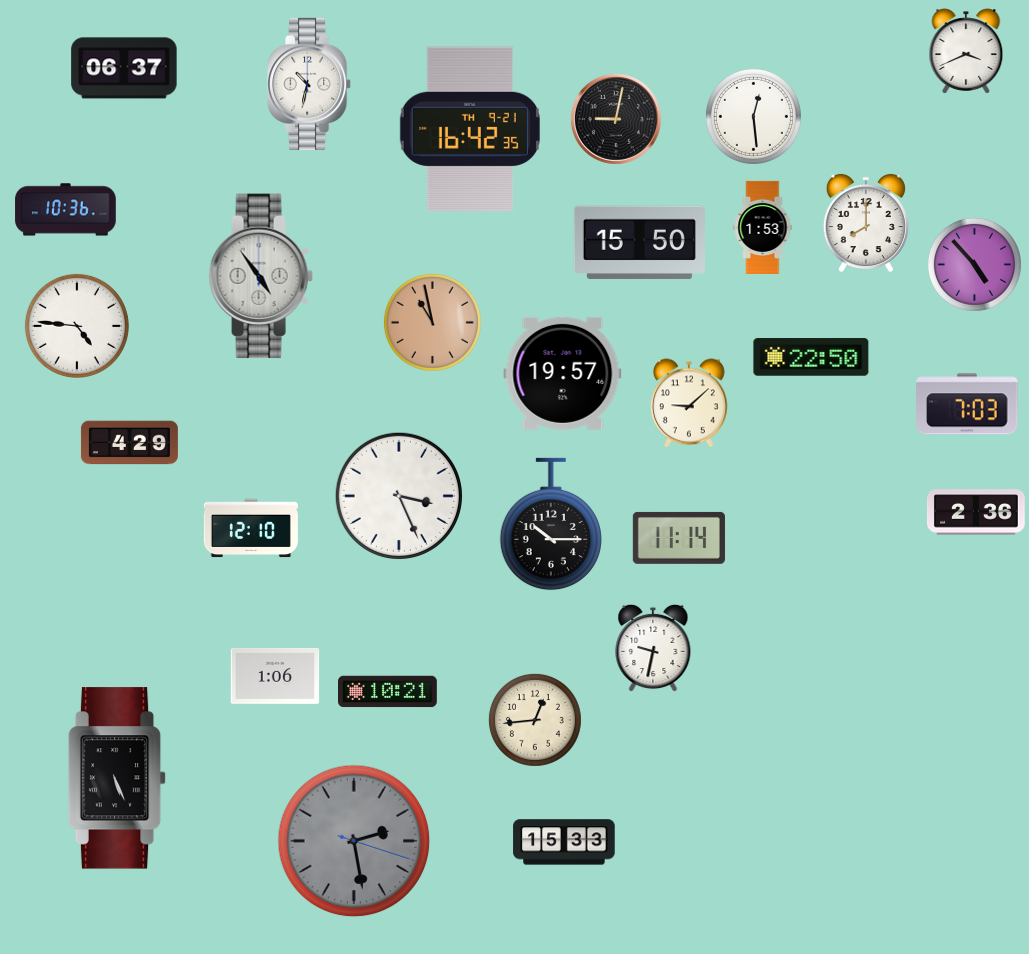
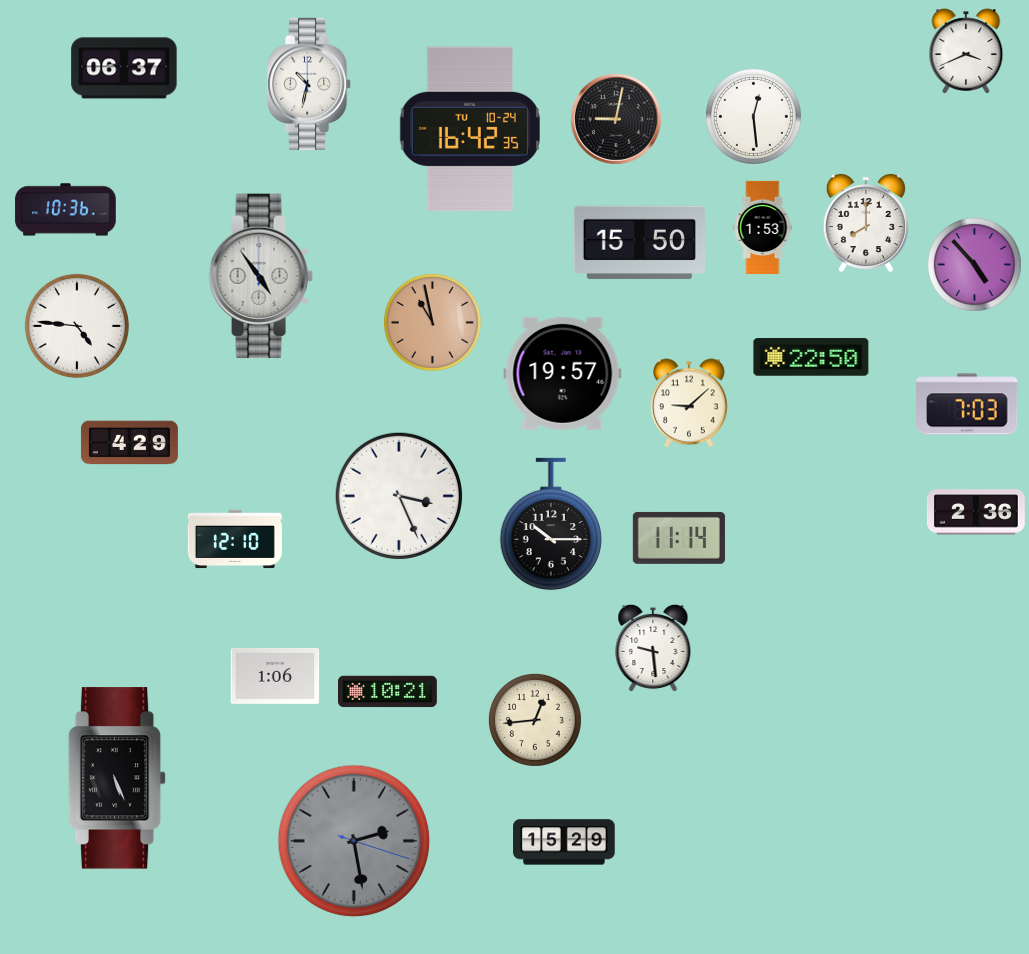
clock at (470, 129) date: TH 9-21 -> TU 10-24
clock at (251, 528) position: (251, 528) -> (235, 539)
clock at (653, 648): 9:32 -> 9:29
clock at (564, 842): 15:33 -> 15:29
